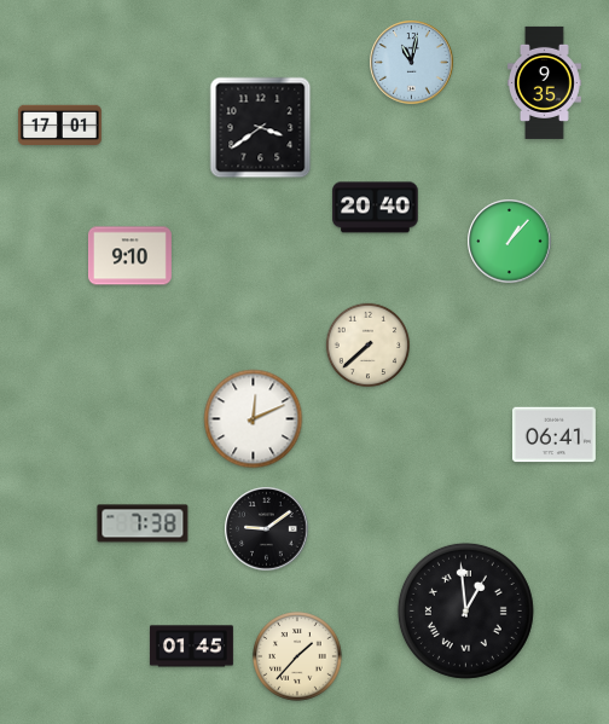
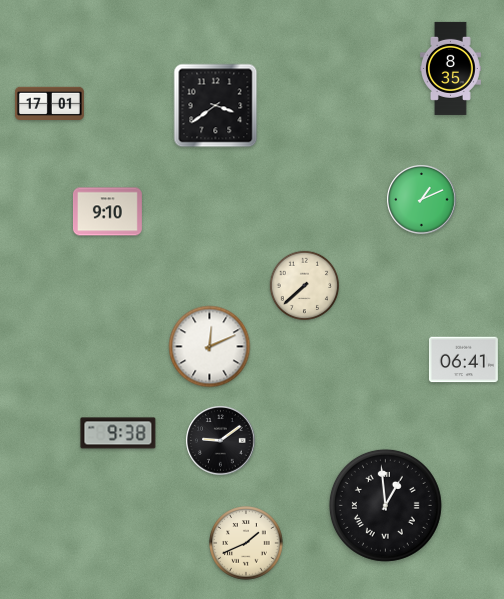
clock at (412, 63): 11:02 -> none
clock at (545, 82): 9:35 -> 8:35
clock at (376, 208): 20:40 -> none
clock at (510, 242): 1:07 -> 1:11
clock at (553, 435) position: (553, 435) -> (463, 360)
clock at (143, 523): 7:38 -> 9:38
clock at (267, 529) position: (267, 529) -> (221, 441)
clock at (191, 647): 01:45 -> none
clock at (297, 656): 1:37 -> 1:41
